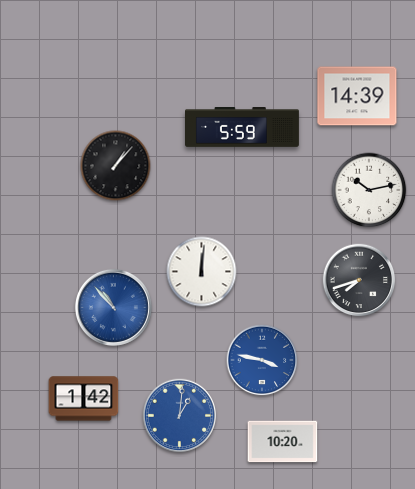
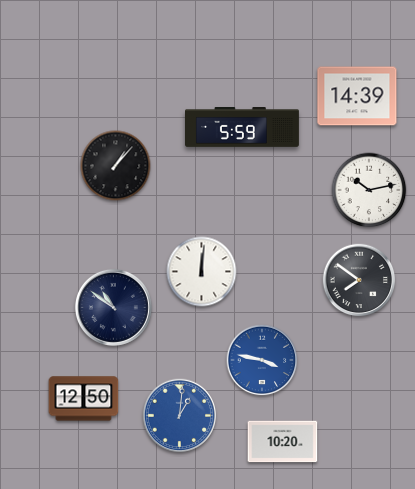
clock at (359, 280): 7:42 -> 7:51
clock at (113, 307): 10:53 -> 10:51
clock at (113, 307) dial: blue -> navy
clock at (84, 399): 1:42 -> 12:50
